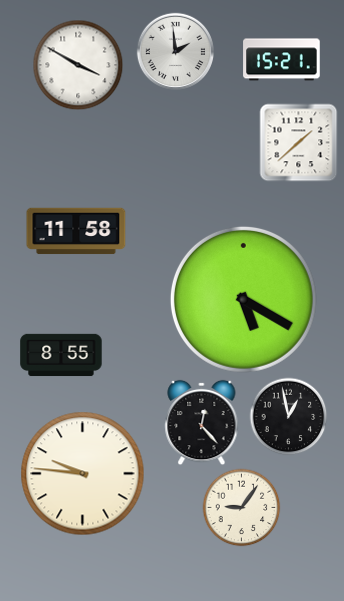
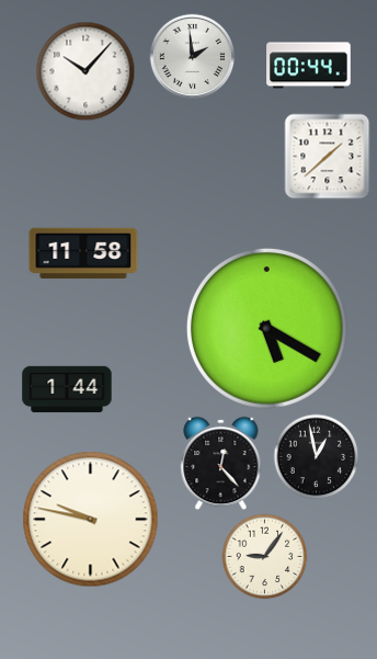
clock at (282, 60): 15:21 -> 00:44
clock at (78, 65): 3:50 -> 10:07
clock at (61, 355): 8:55 -> 1:44
clock at (83, 474): 9:46 -> 9:47
